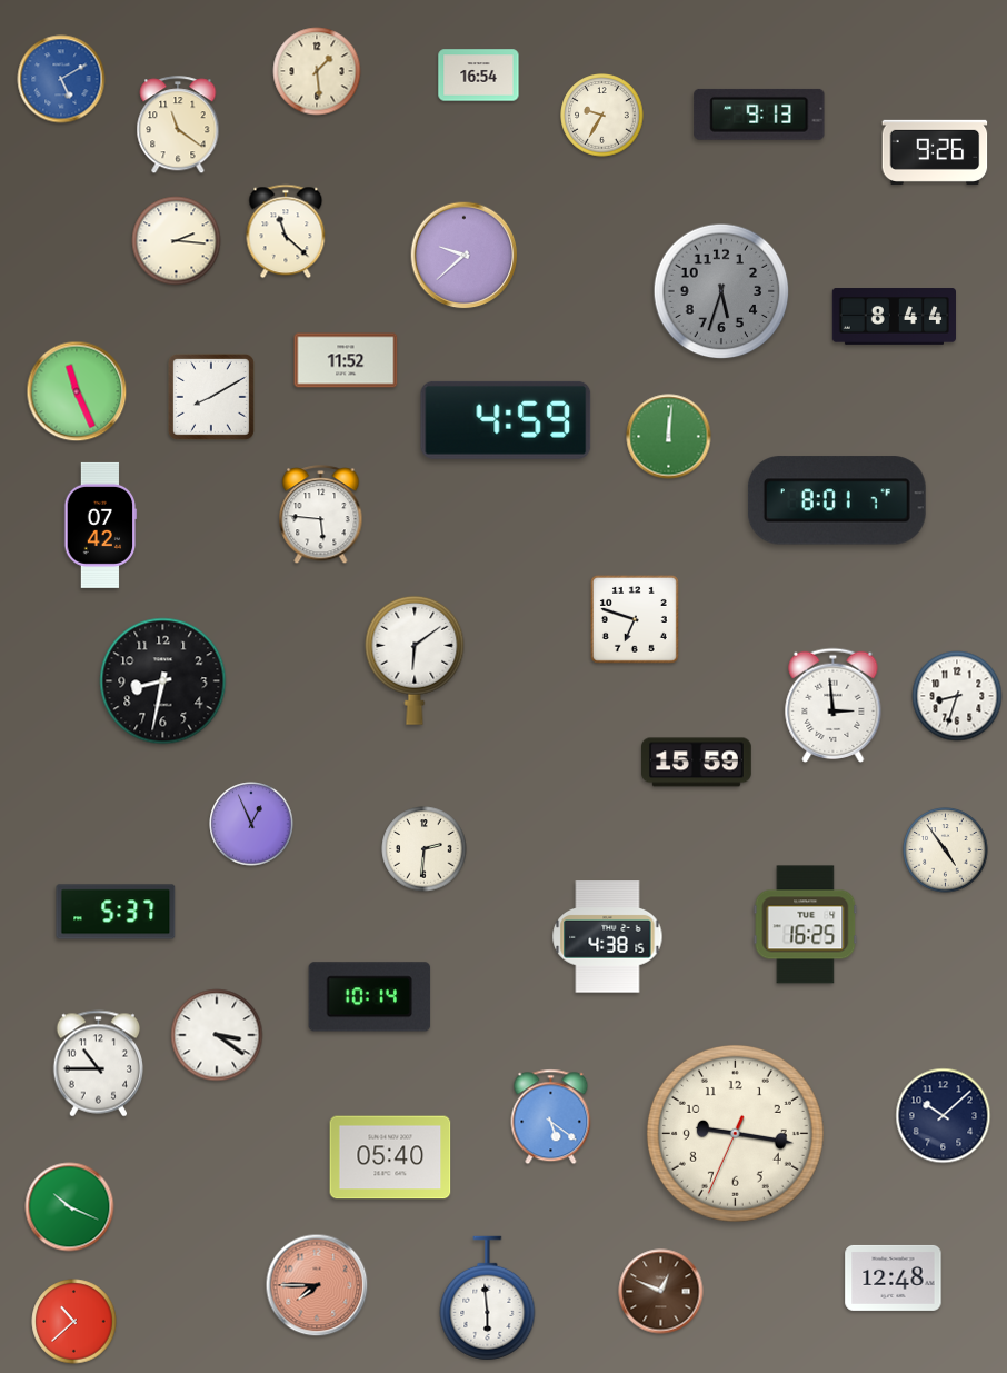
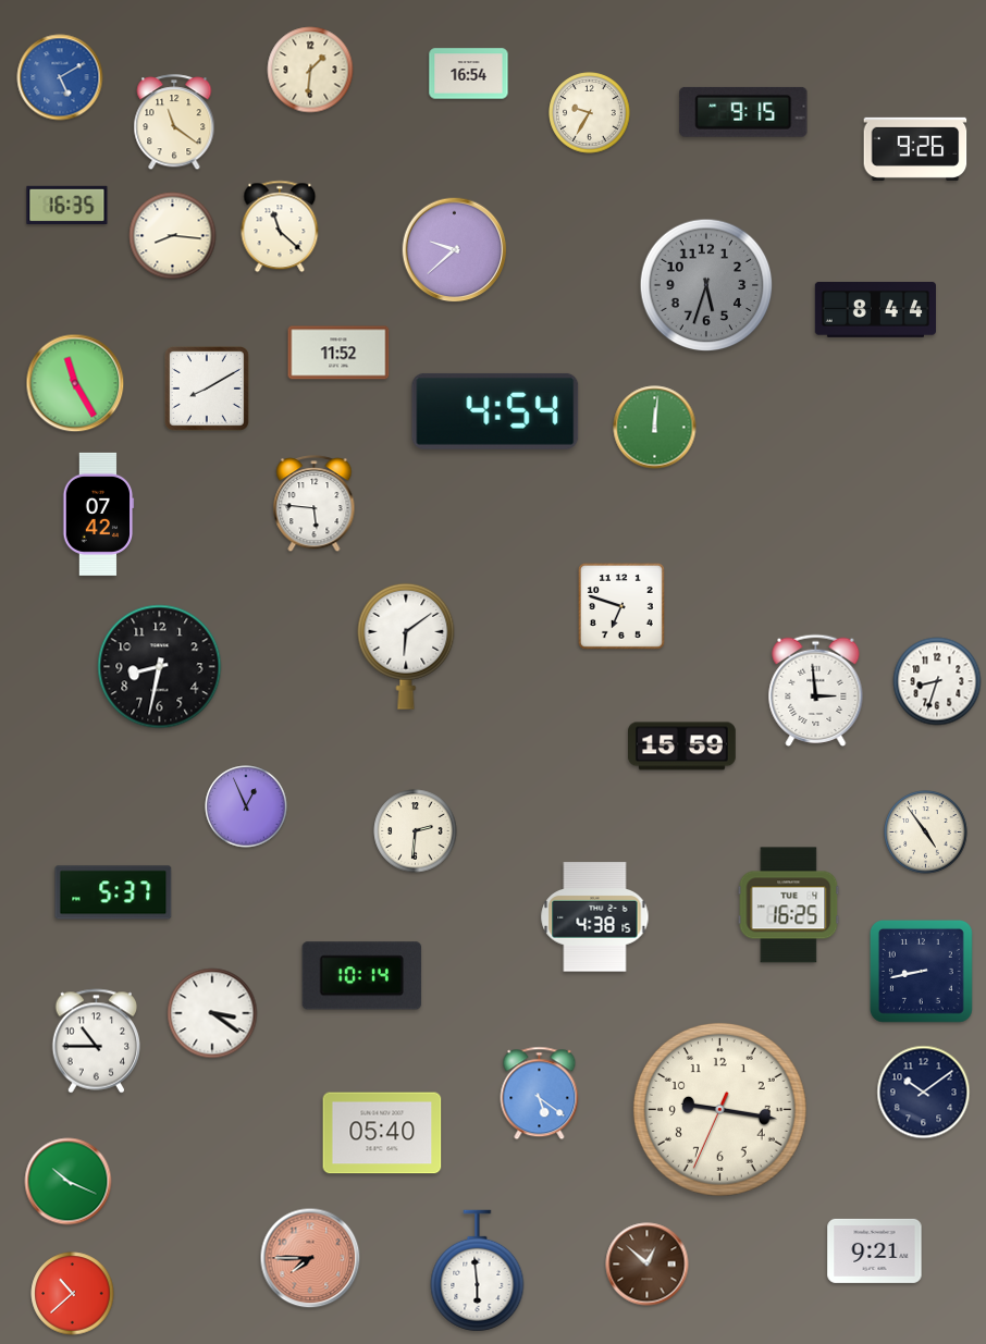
clock at (317, 71): 1:29 -> 1:31
clock at (759, 115): 9:13 -> 9:15
clock at (67, 205): none -> 16:35
clock at (177, 241): 2:16 -> 8:16
clock at (77, 391): 11:26 -> 11:25
clock at (506, 420): 4:59 -> 4:54
clock at (837, 500): 8:01 -> none
clock at (921, 971): none -> 8:43
clock at (944, 1116): 10:08 -> 10:09
clock at (894, 1277): 12:48 -> 9:21
clock at (661, 1292): 12:49 -> 12:52
